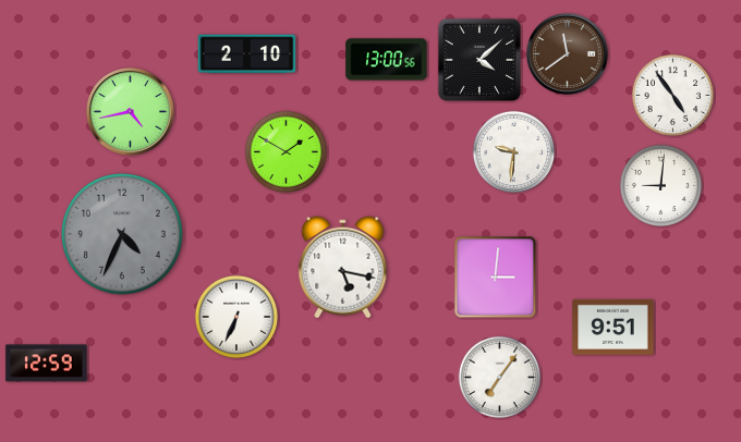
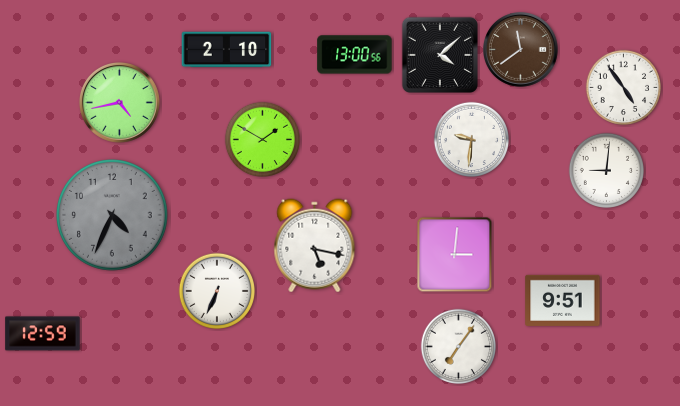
clock at (672, 95) position: (672, 95) -> (623, 87)
